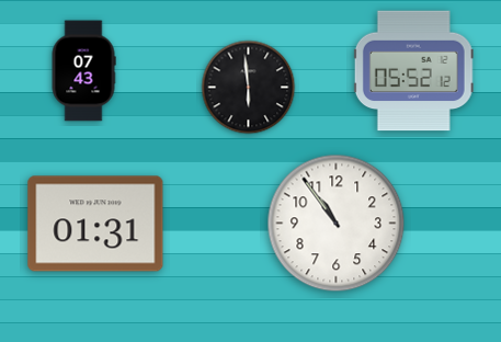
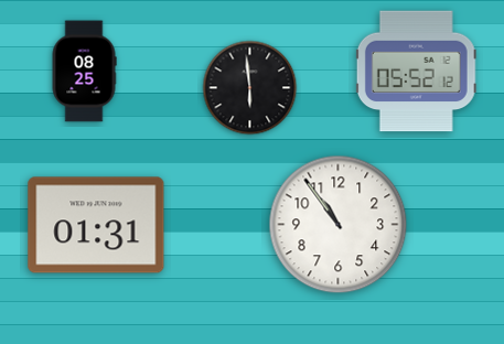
clock at (83, 71): 07:43 -> 08:25
